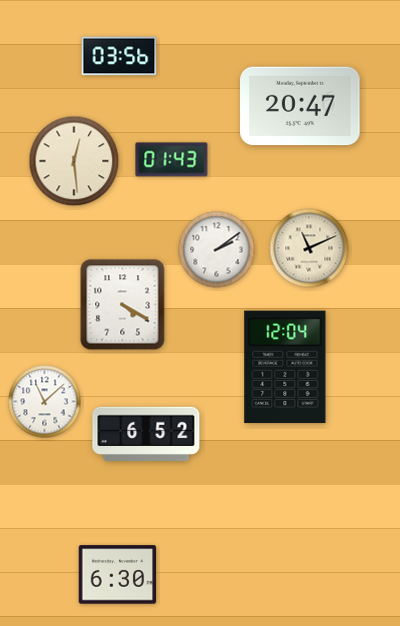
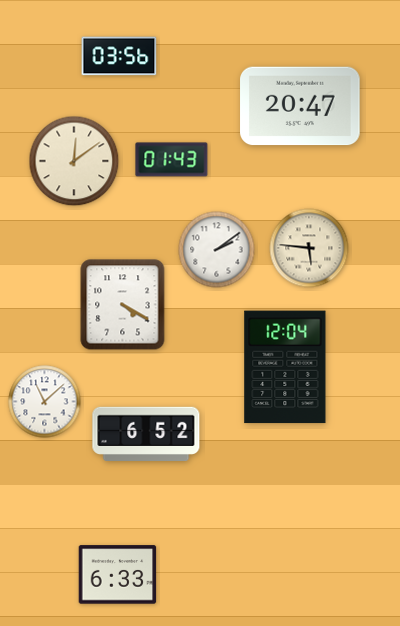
clock at (74, 161): 12:29 -> 12:09
clock at (309, 248): 11:11 -> 5:46
clock at (118, 575): 6:30 -> 6:33
